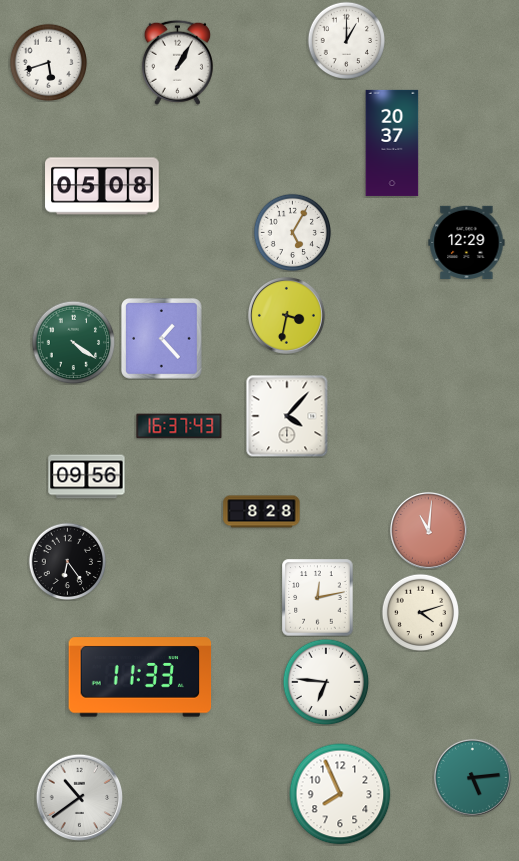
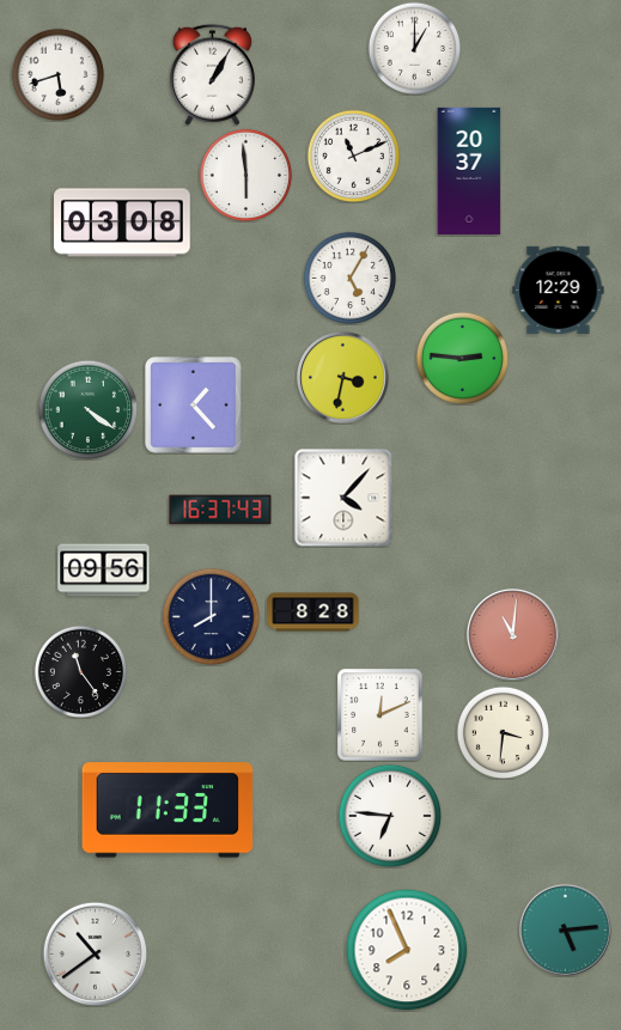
clock at (353, 156): none -> 11:11
clock at (245, 175): none -> 5:59
clock at (102, 186): 05:08 -> 03:08
clock at (462, 358): none -> 2:46
clock at (179, 426) position: (179, 426) -> (220, 510)
clock at (211, 616): none -> 8:00
clock at (67, 561): 6:24 -> 11:24
clock at (318, 598): 12:13 -> 12:11
clock at (420, 612): 4:12 -> 3:31
